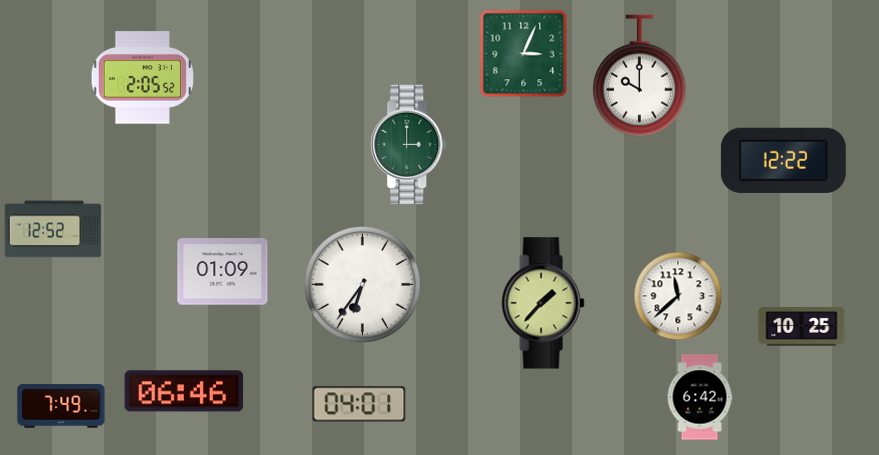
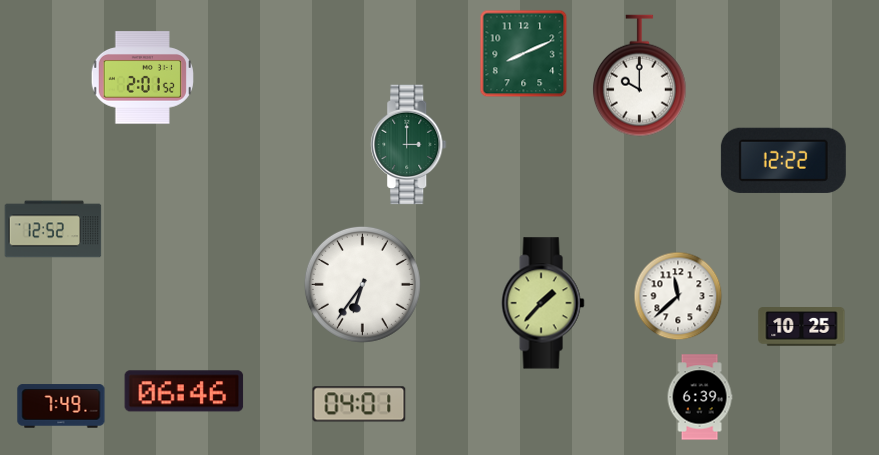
clock at (524, 54): 3:04 -> 8:11
clock at (142, 78): 2:05 -> 2:01
clock at (223, 272): 01:09 -> none
clock at (700, 397): 6:42 -> 6:39
